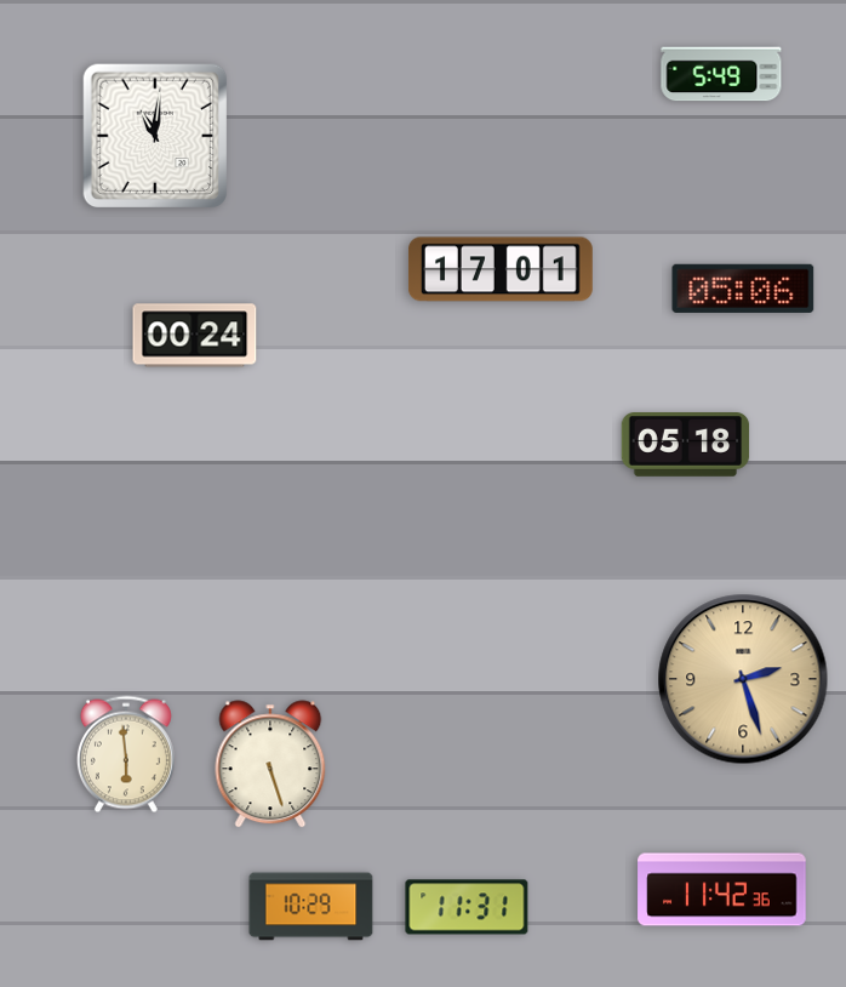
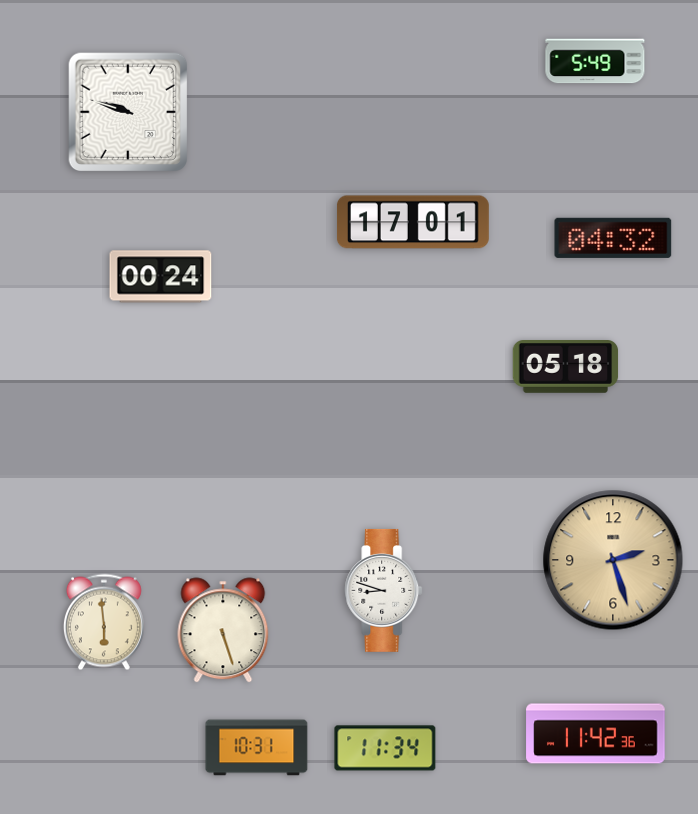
clock at (155, 136): 11:01 -> 9:48
clock at (743, 289): 05:06 -> 04:32
clock at (384, 590): none -> 8:48
clock at (311, 907): 10:29 -> 10:31
clock at (467, 907): 11:31 -> 11:34
